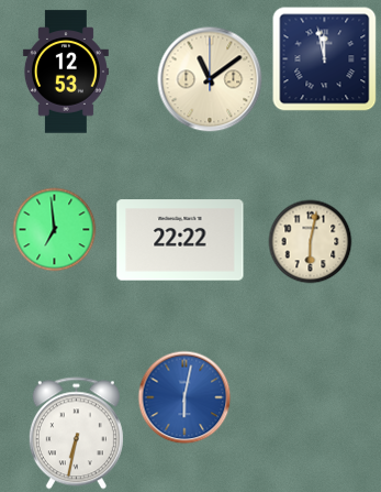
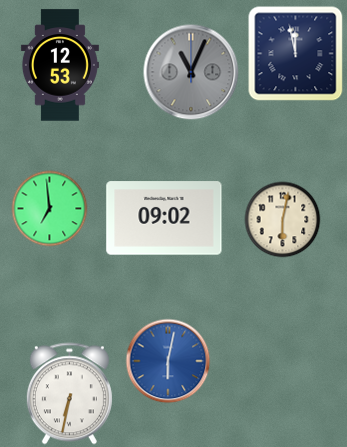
clock at (210, 79): 11:09 -> 11:04
clock at (210, 79) dial: cream -> grey
clock at (180, 240): 22:22 -> 09:02
